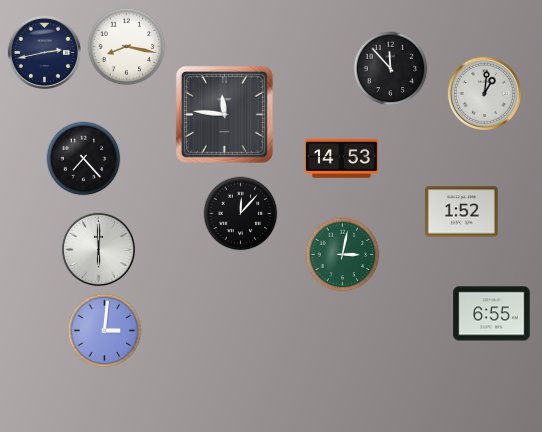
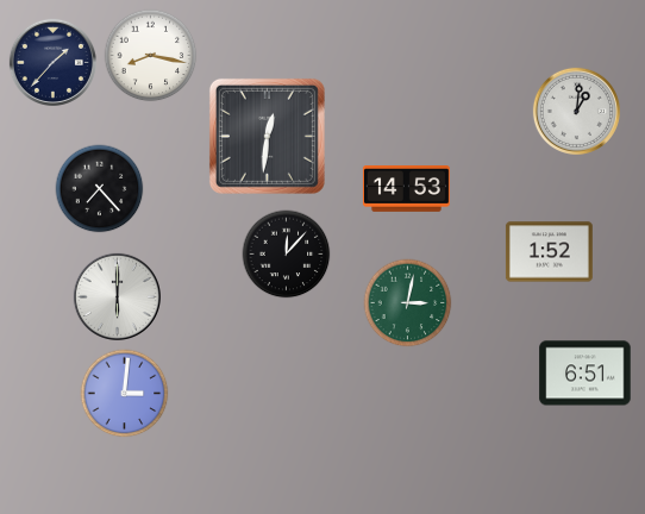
clock at (44, 52): 2:43 -> 1:37
clock at (391, 69): 11:53 -> none
clock at (224, 114): 11:46 -> 12:31
clock at (492, 314): 6:55 -> 6:51
